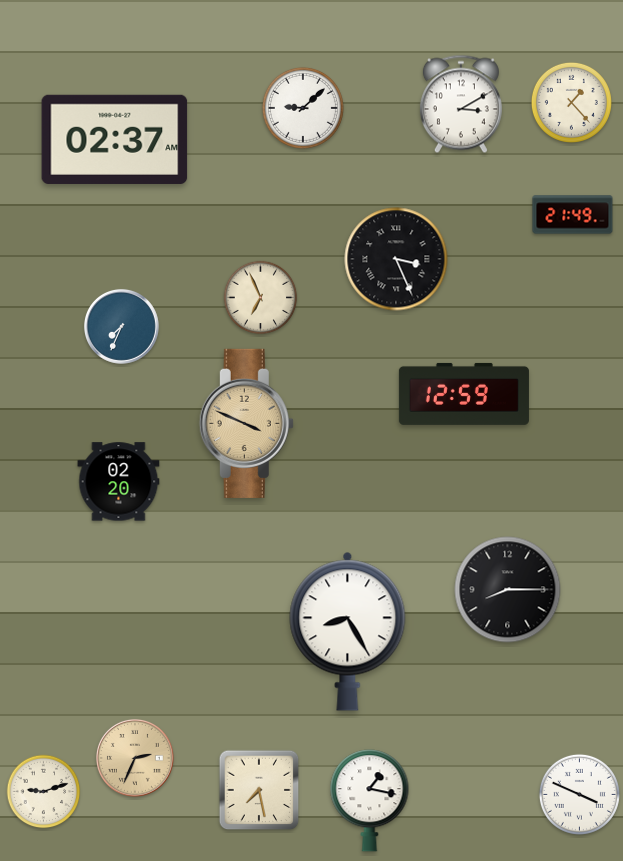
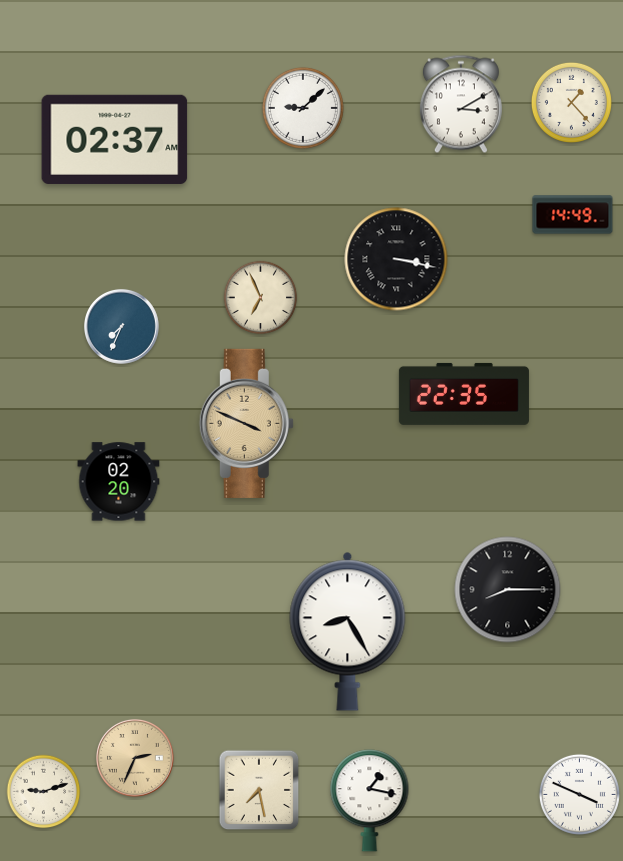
clock at (573, 215): 21:49 -> 14:49
clock at (396, 259): 3:26 -> 3:17
clock at (464, 394): 12:59 -> 22:35
